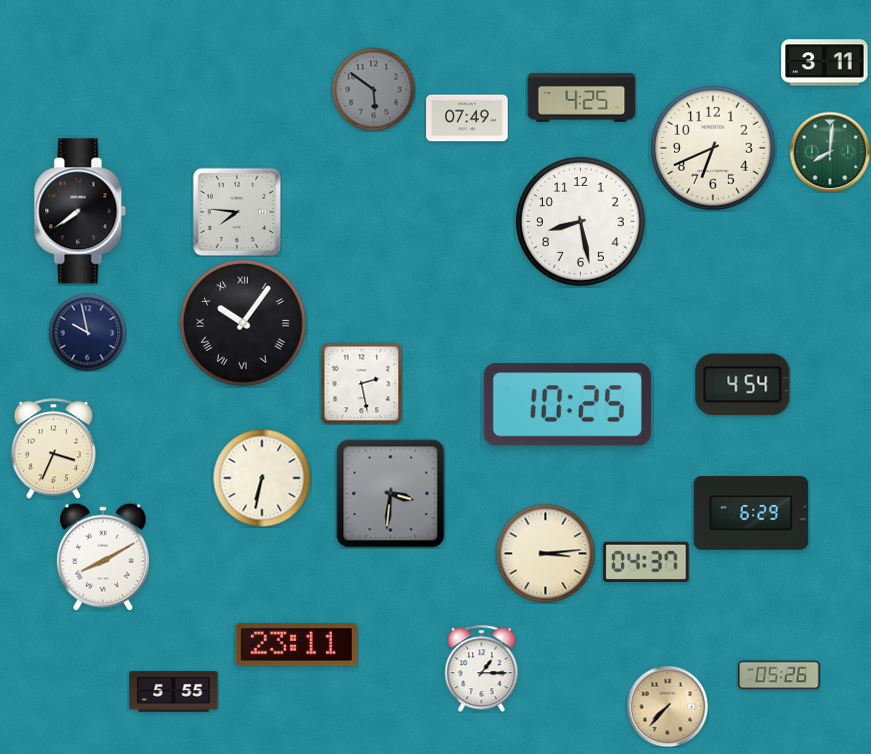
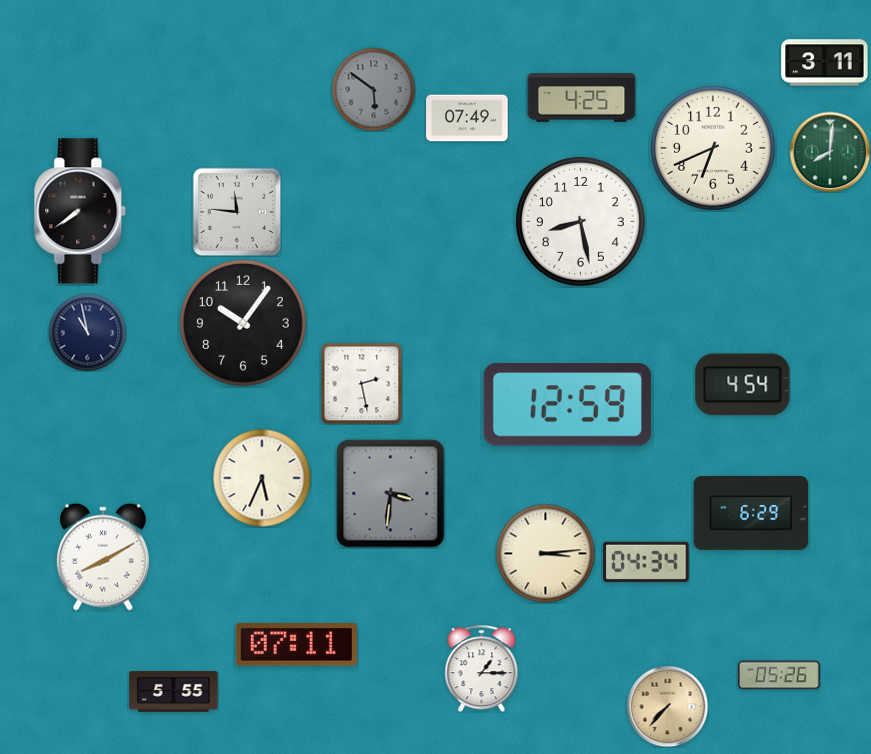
clock at (237, 212): 7:46 -> 11:46
clock at (244, 324) numerals: Roman -> Arabic
clock at (87, 332): 9:58 -> 10:58
clock at (567, 405): 10:25 -> 12:59
clock at (53, 449): 3:34 -> none
clock at (262, 478): 6:32 -> 5:34
clock at (646, 561): 04:37 -> 04:34
clock at (296, 645): 23:11 -> 07:11
